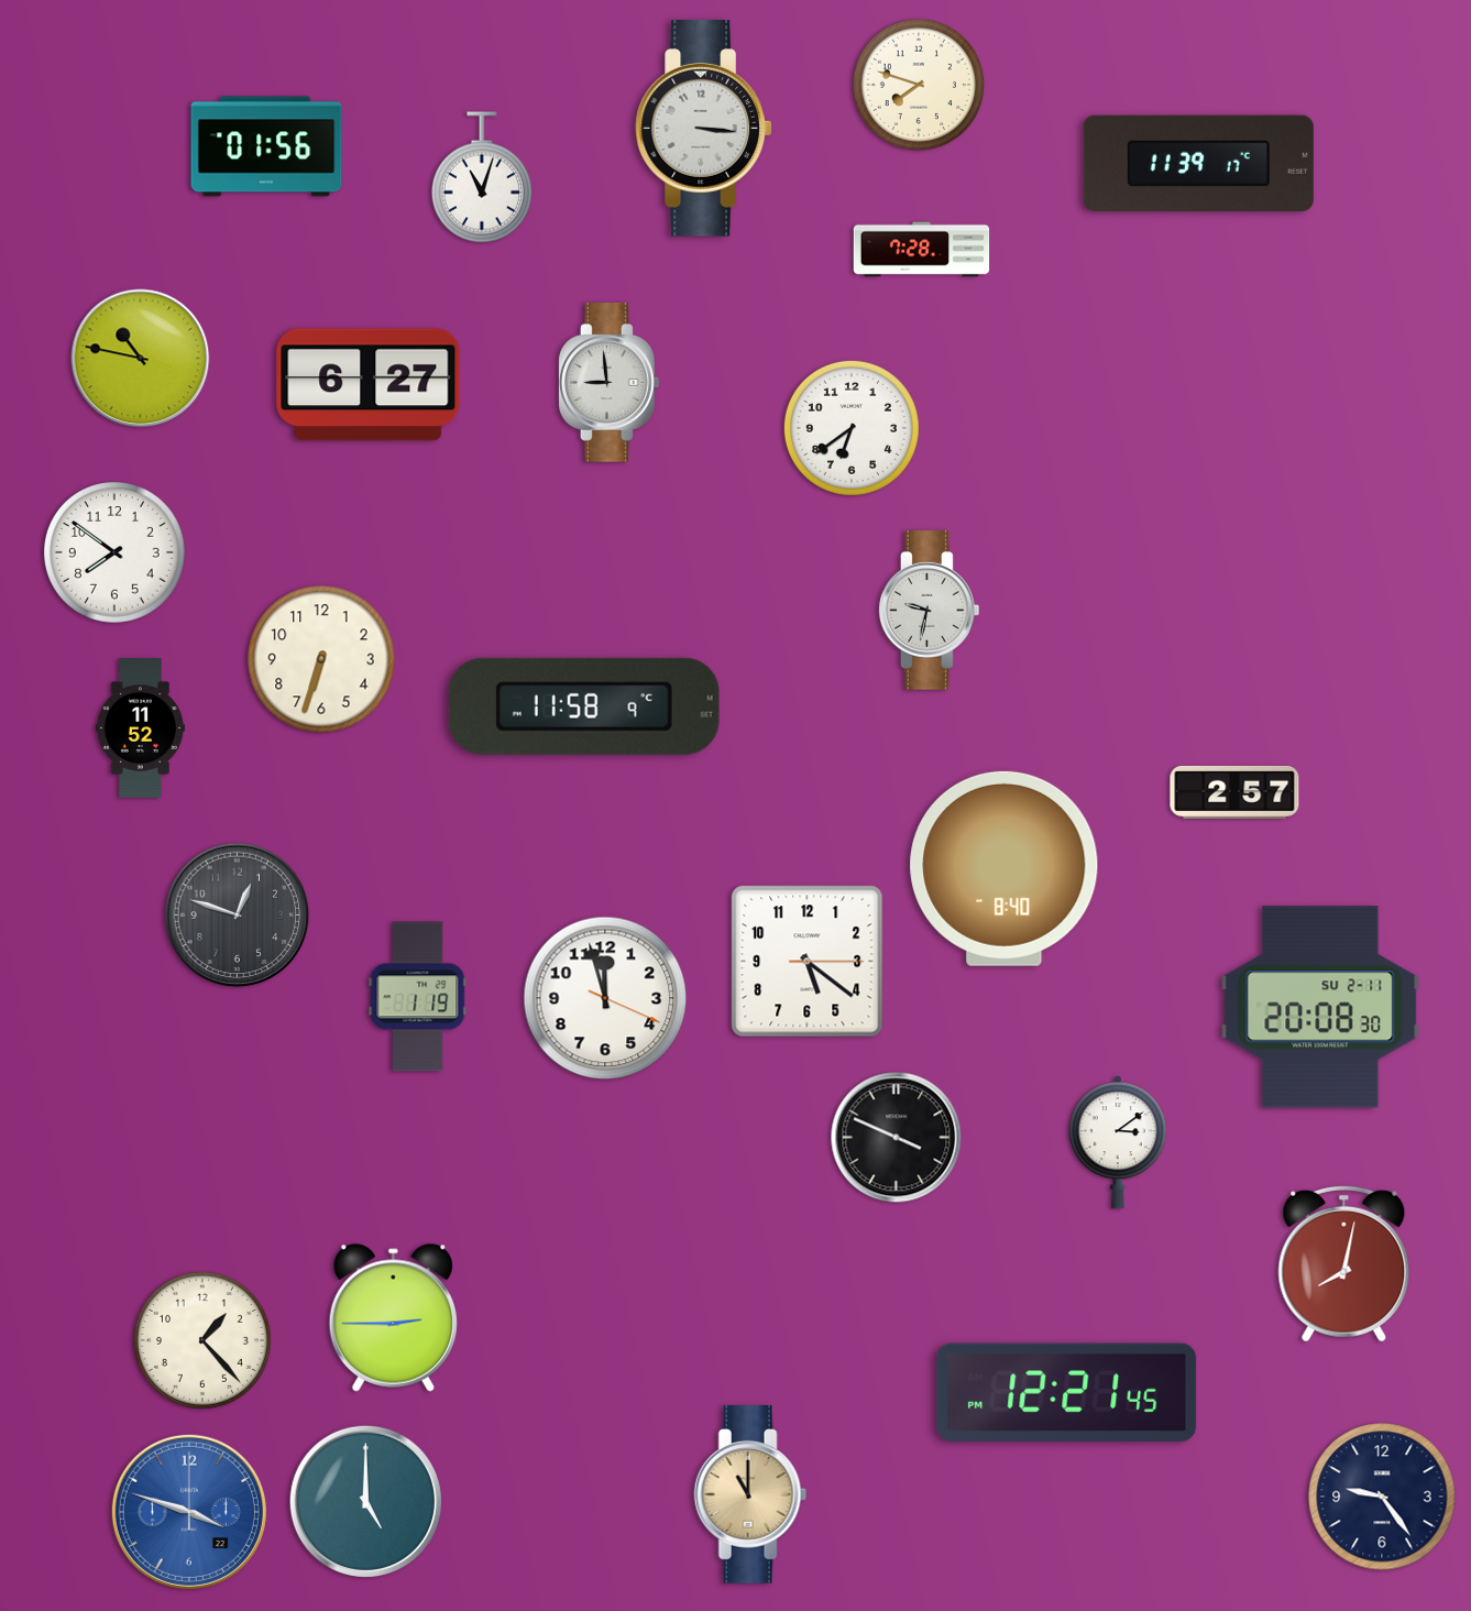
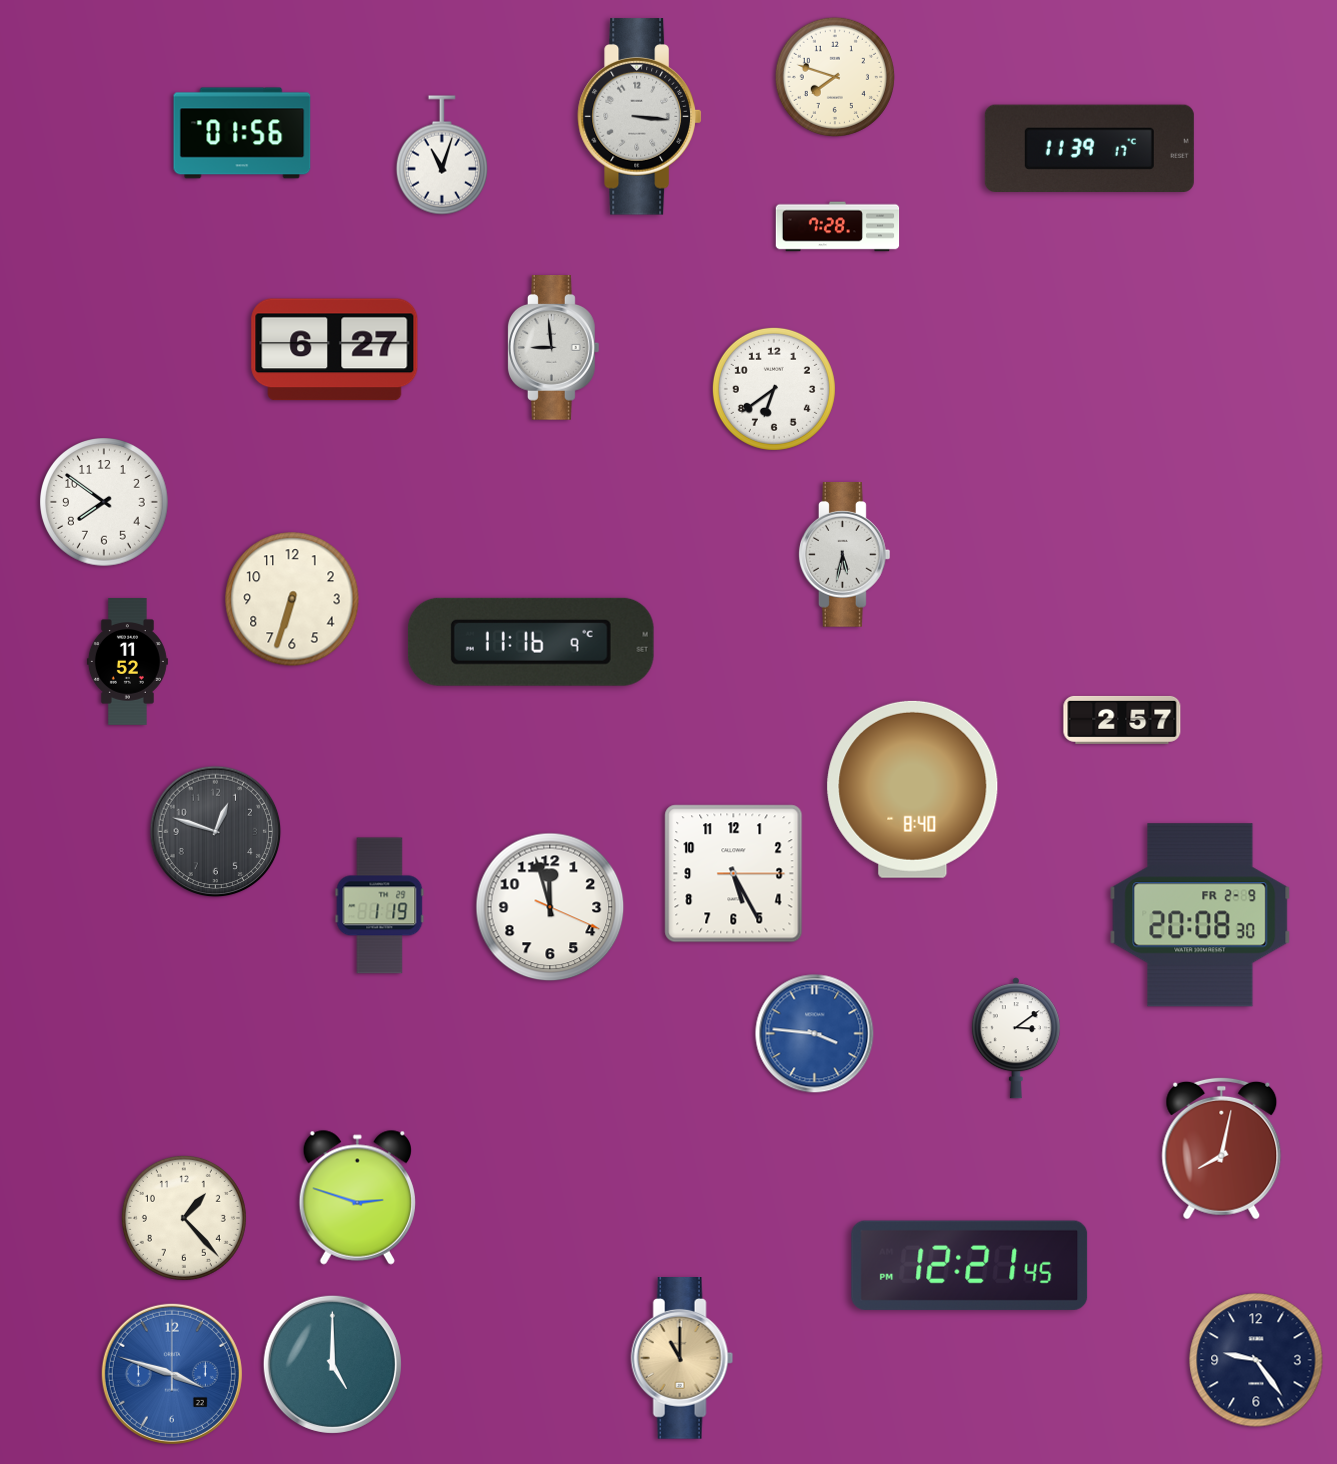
clock at (482, 177) position: (482, 177) -> (442, 155)
clock at (141, 359): 10:47 -> none
clock at (929, 611): 9:32 -> 5:32
clock at (584, 706): 11:58 -> 11:16
clock at (808, 962): 5:21 -> 5:25
clock at (1320, 1007) date: SU 2-11 -> FR 2-9
clock at (897, 1138): 3:49 -> 3:46
clock at (897, 1138) dial: black -> blue
clock at (393, 1317): 2:45 -> 2:48
